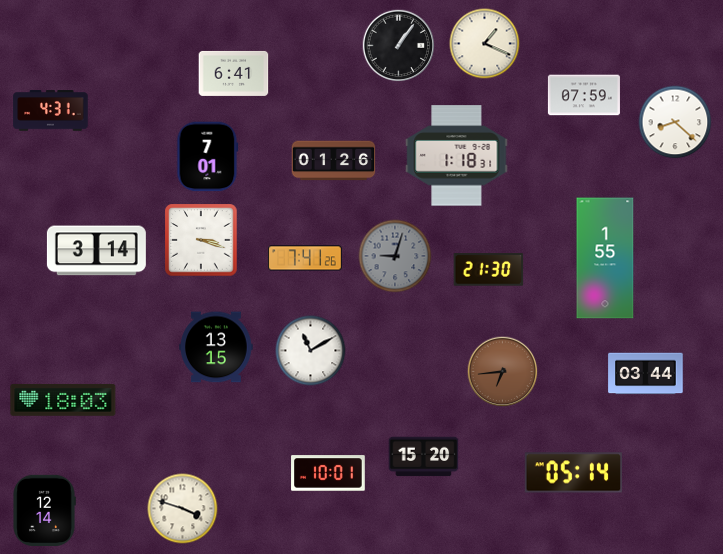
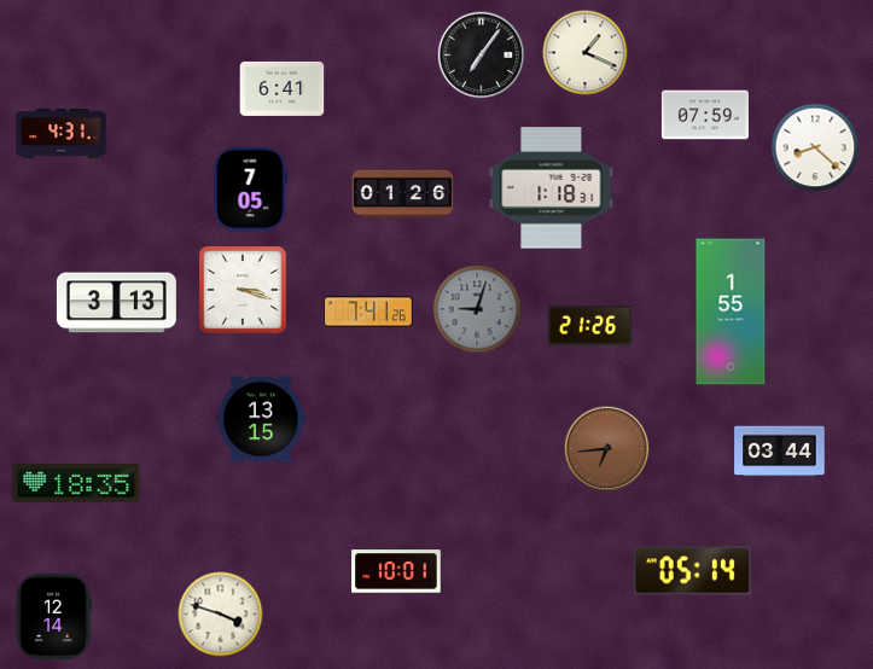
clock at (399, 46): 1:06 -> 7:06
clock at (208, 157): 7:01 -> 7:05
clock at (96, 251): 3:14 -> 3:13
clock at (489, 270): 21:30 -> 21:26
clock at (311, 351): 11:10 -> none
clock at (63, 400): 18:03 -> 18:35
clock at (424, 457): 15:20 -> none
